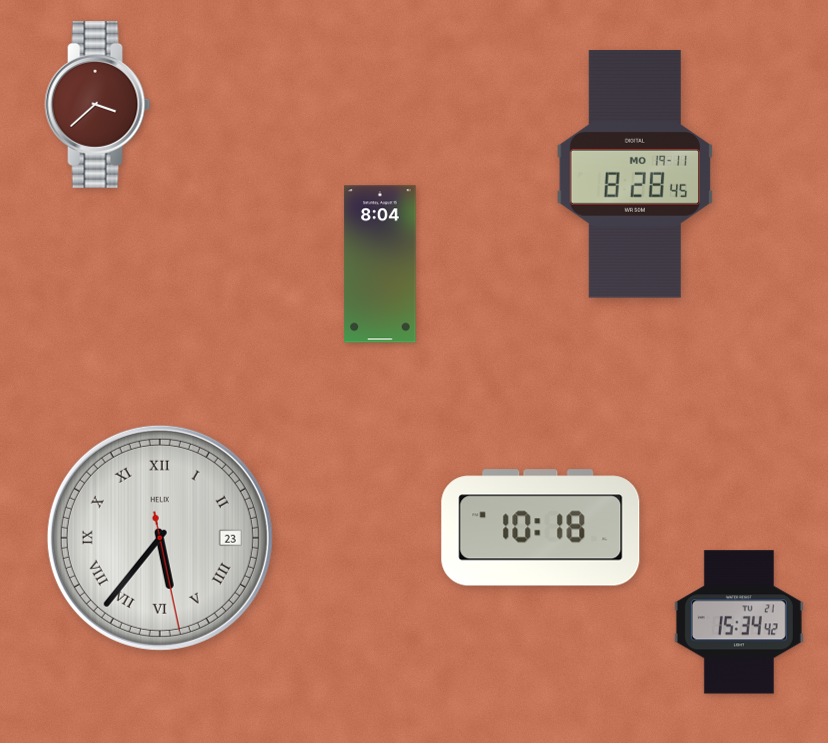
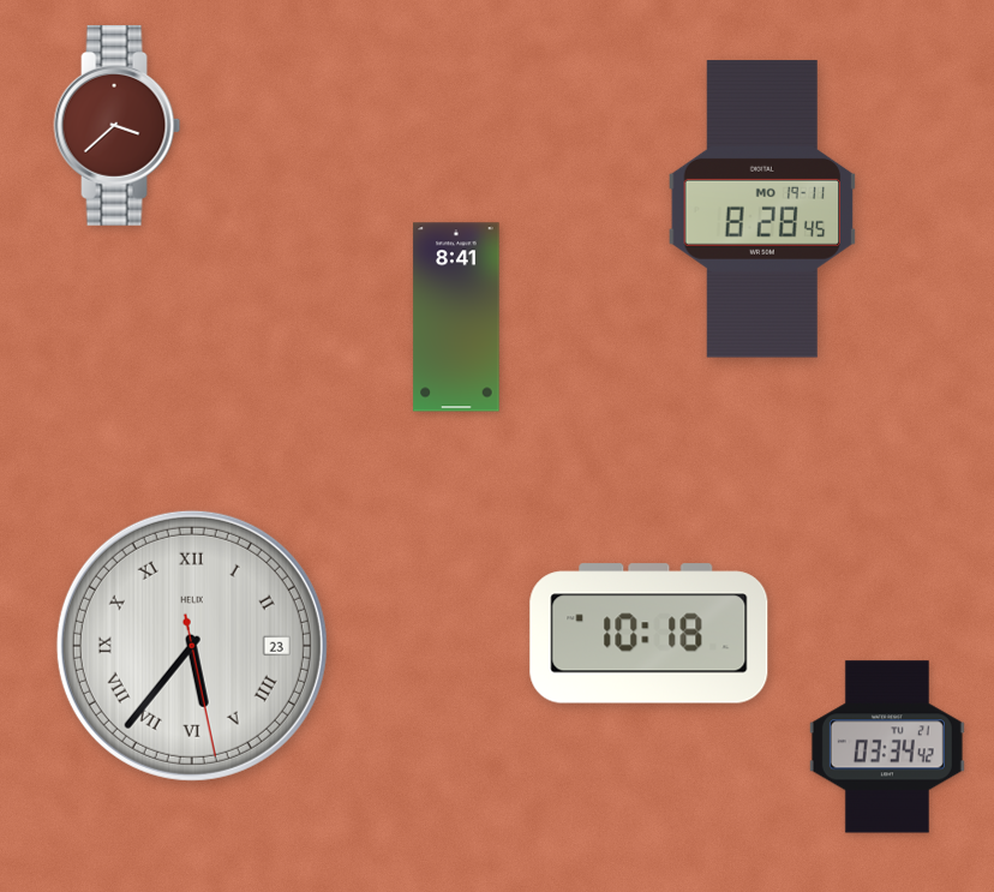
clock at (380, 264): 8:04 -> 8:41
clock at (739, 622): 15:34 -> 03:34
